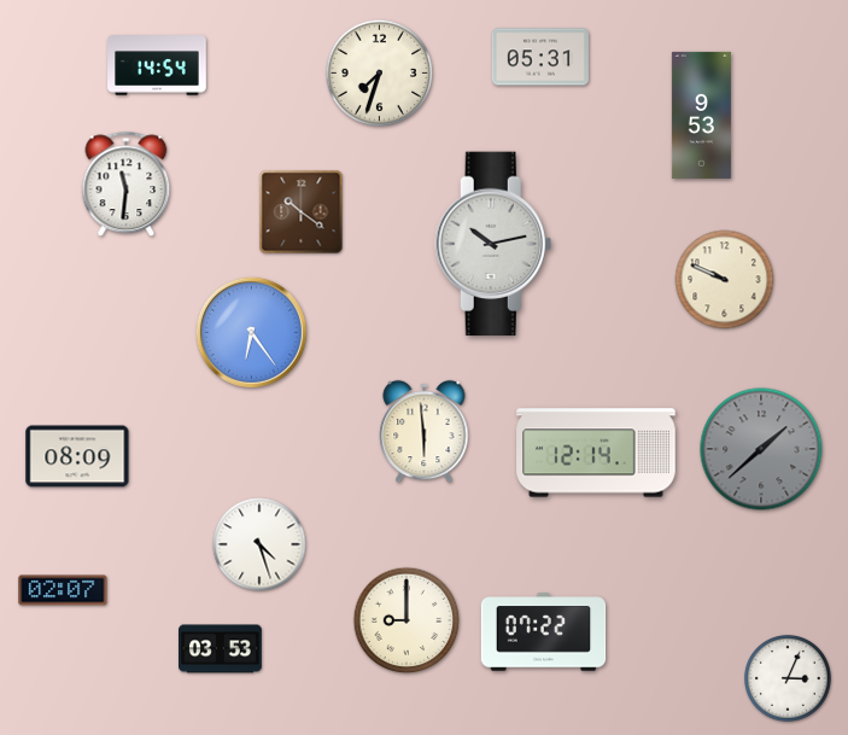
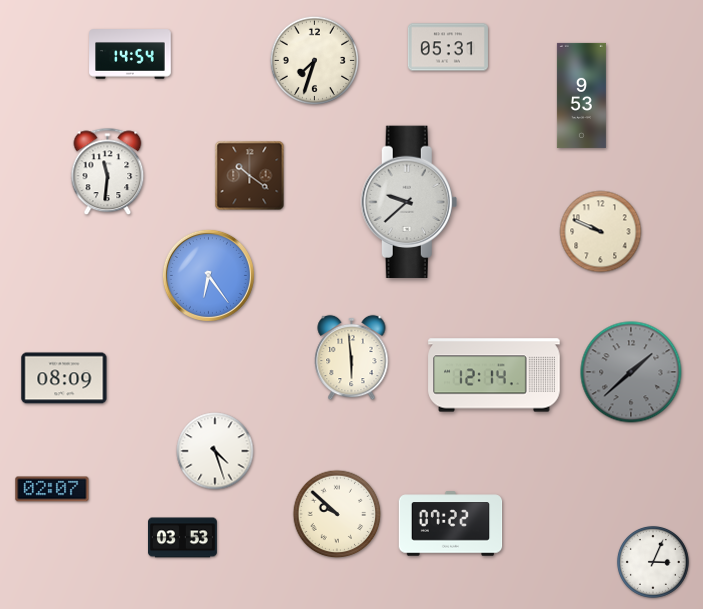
clock at (127, 185) position: (127, 185) -> (108, 172)
clock at (493, 244): 10:13 -> 9:38
clock at (407, 620): 9:00 -> 9:52
